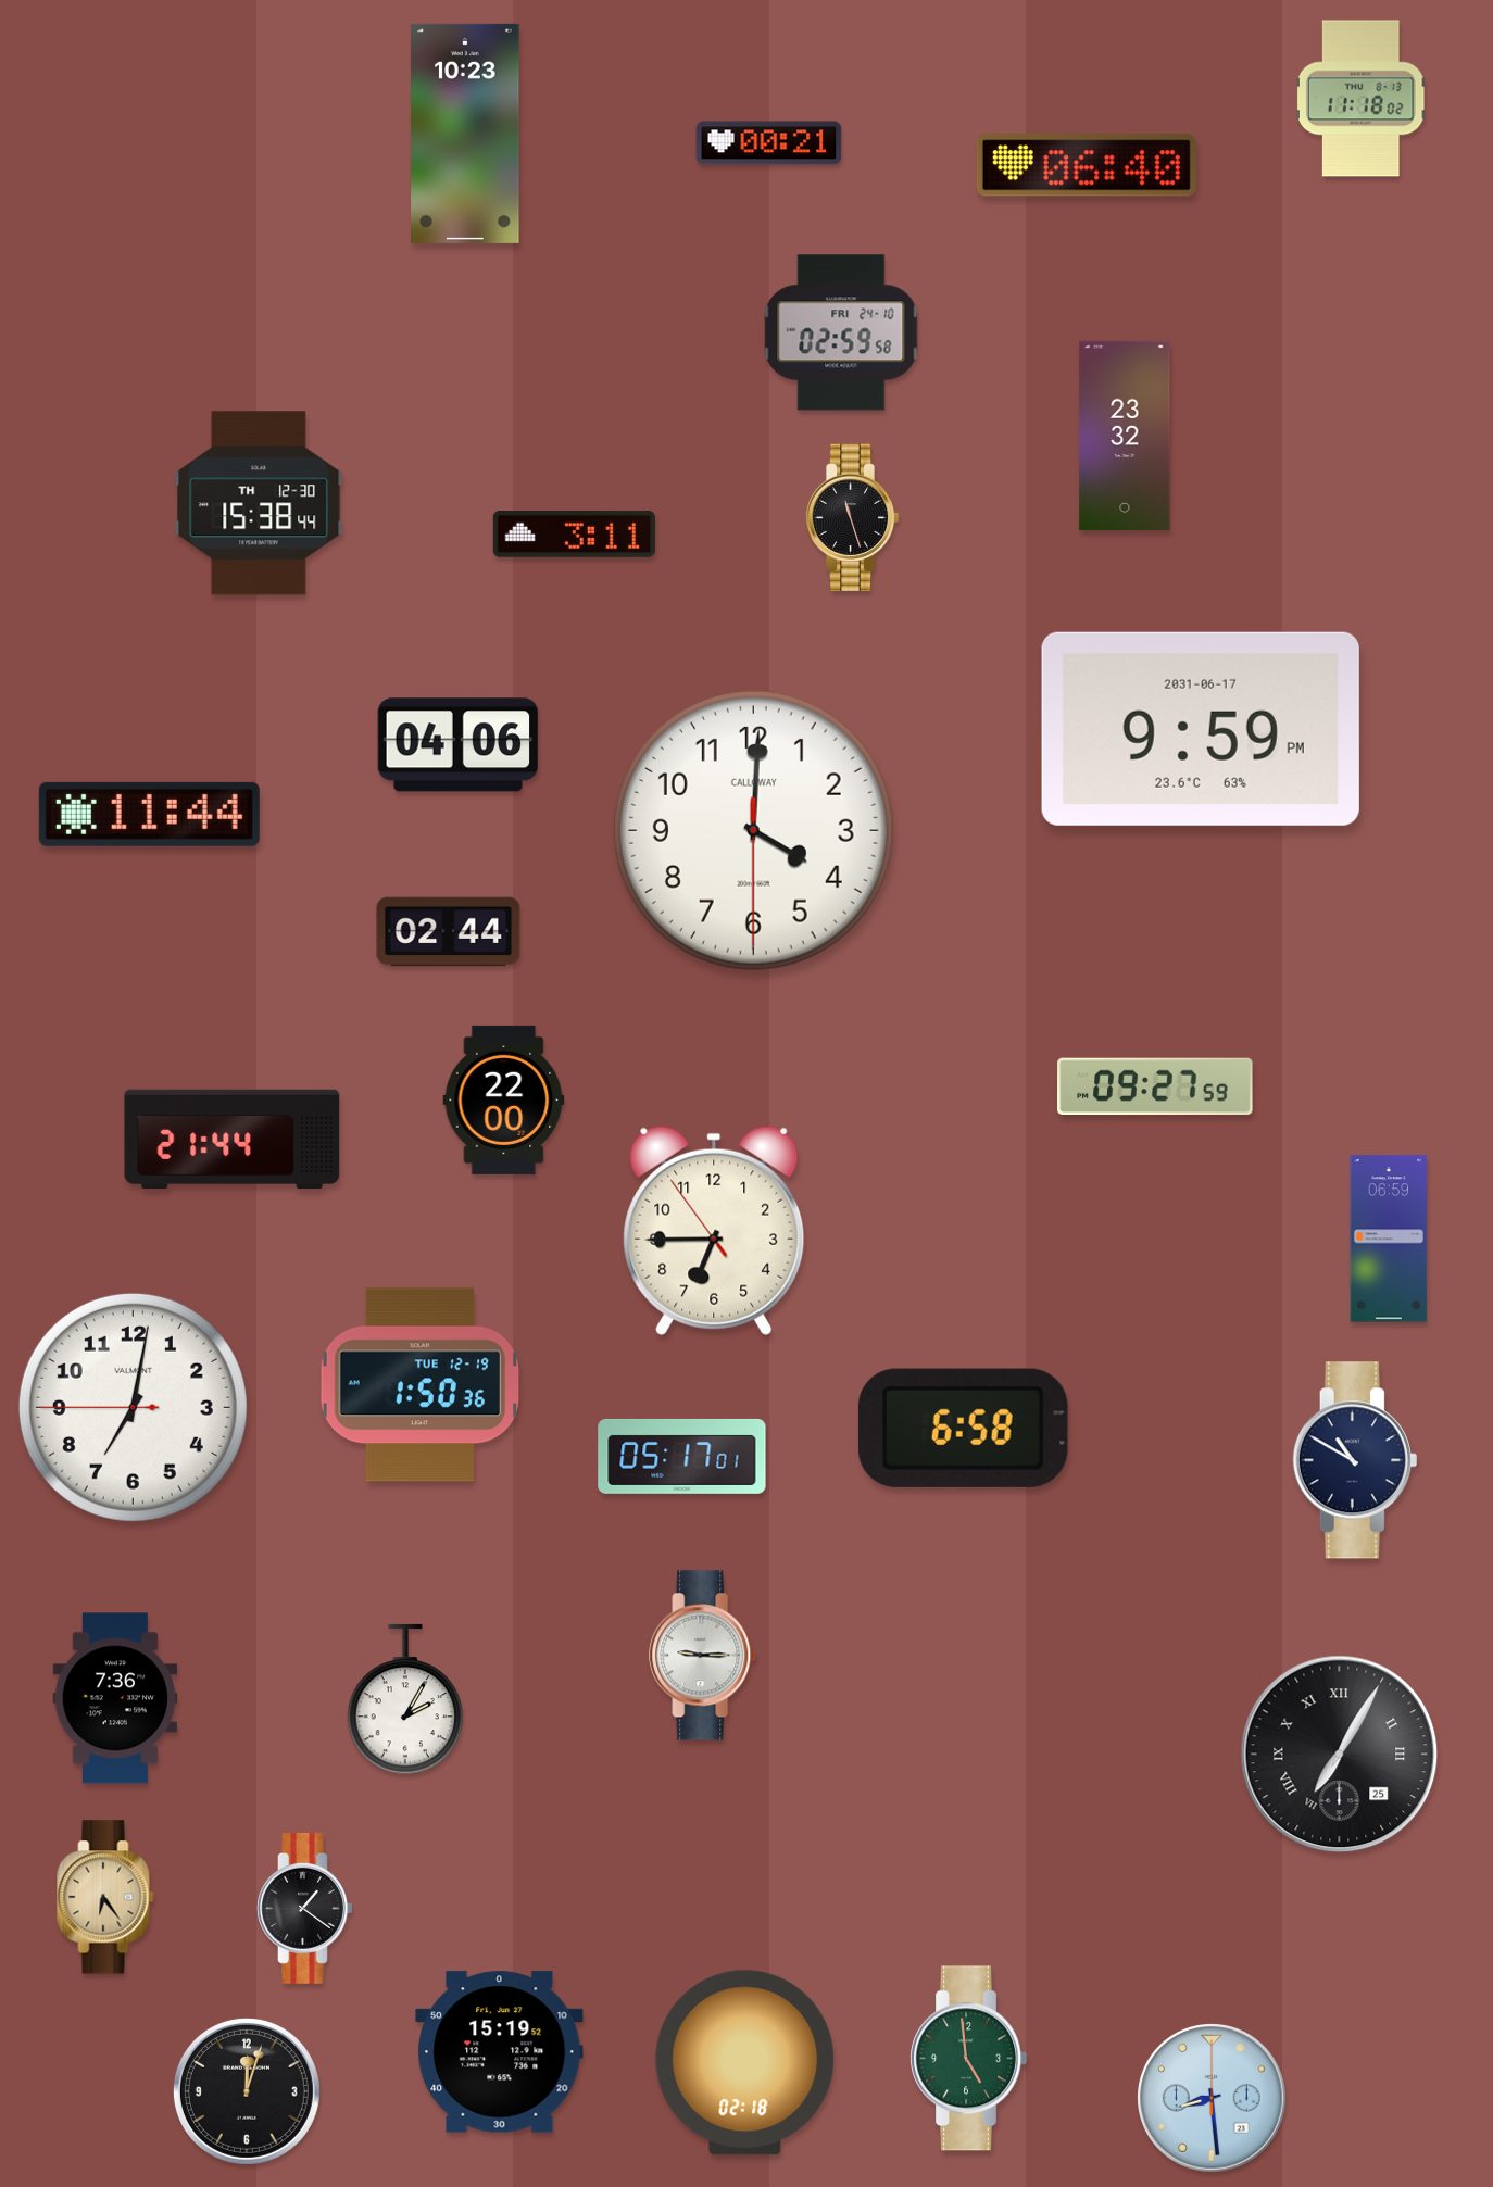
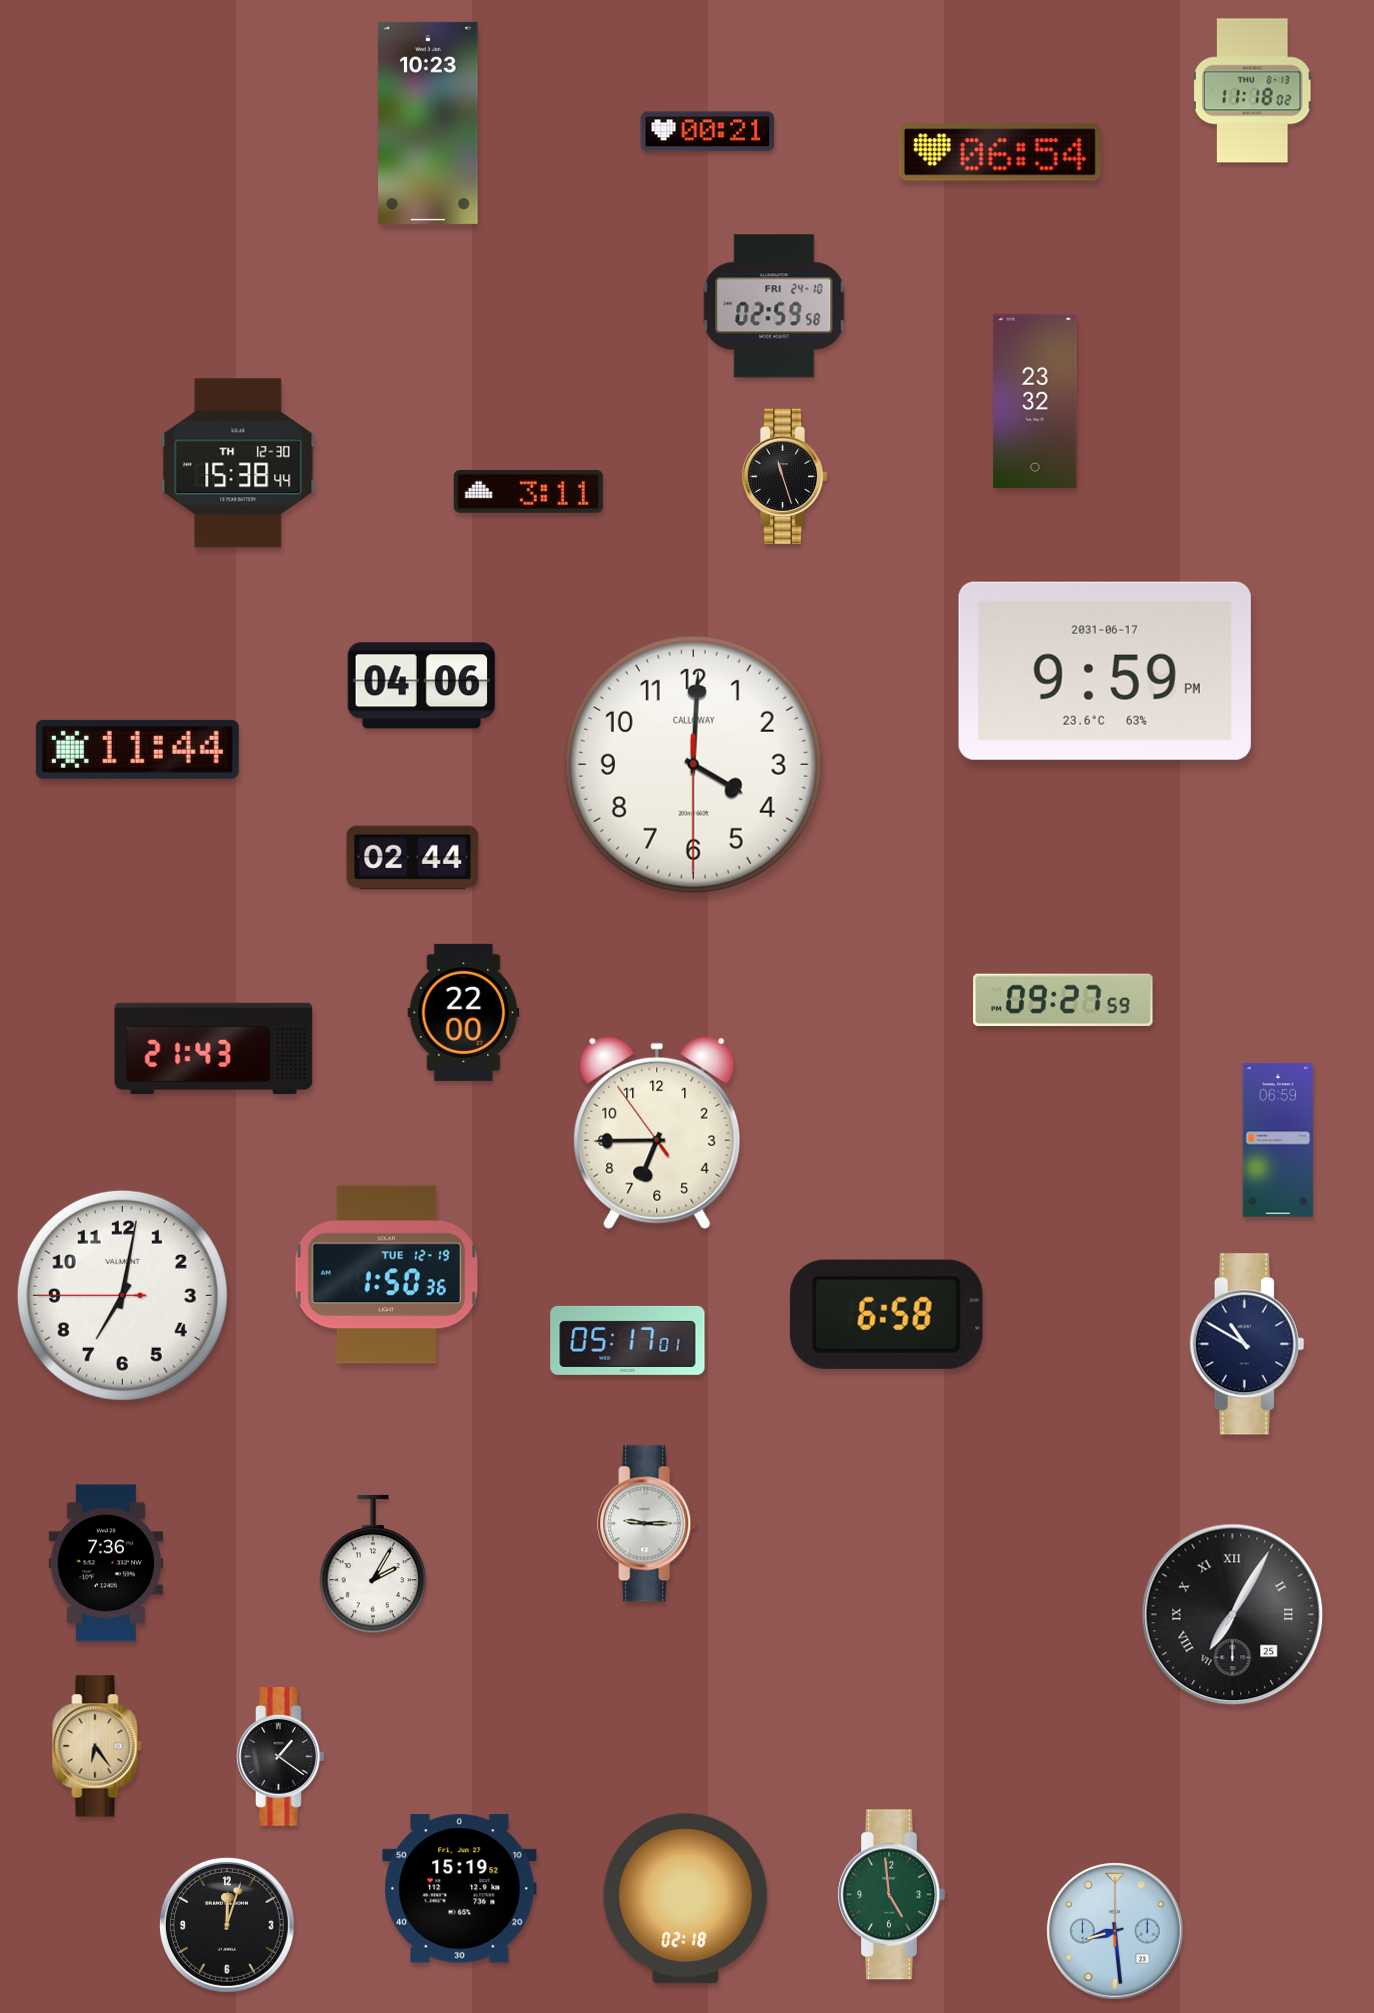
clock at (1087, 165): 06:40 -> 06:54
clock at (233, 1139): 21:44 -> 21:43
